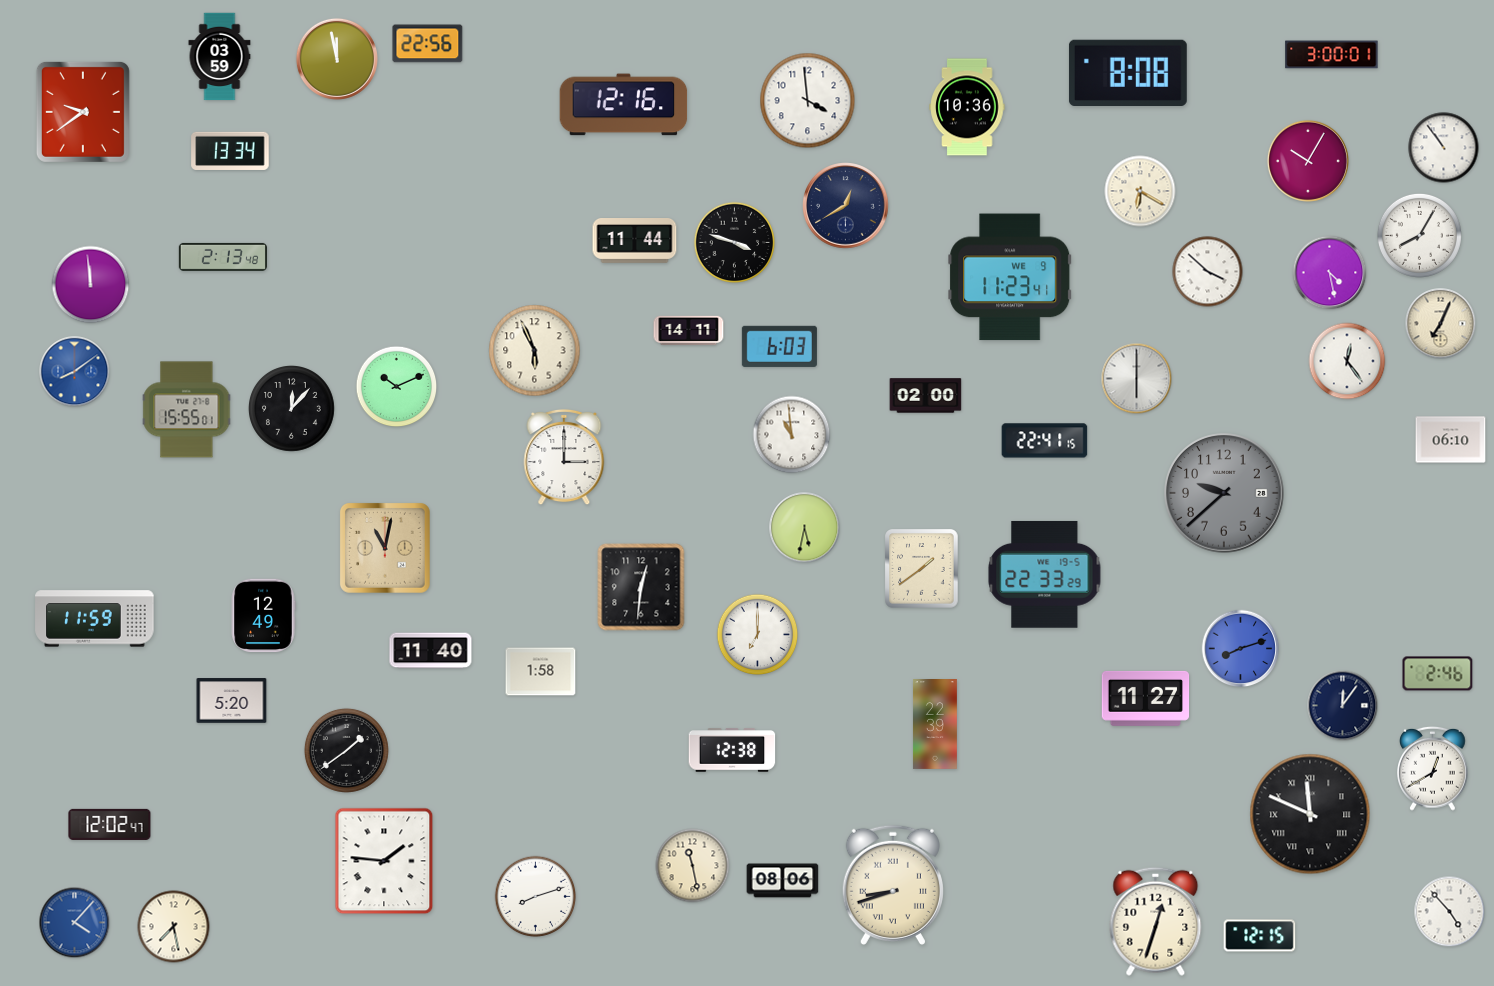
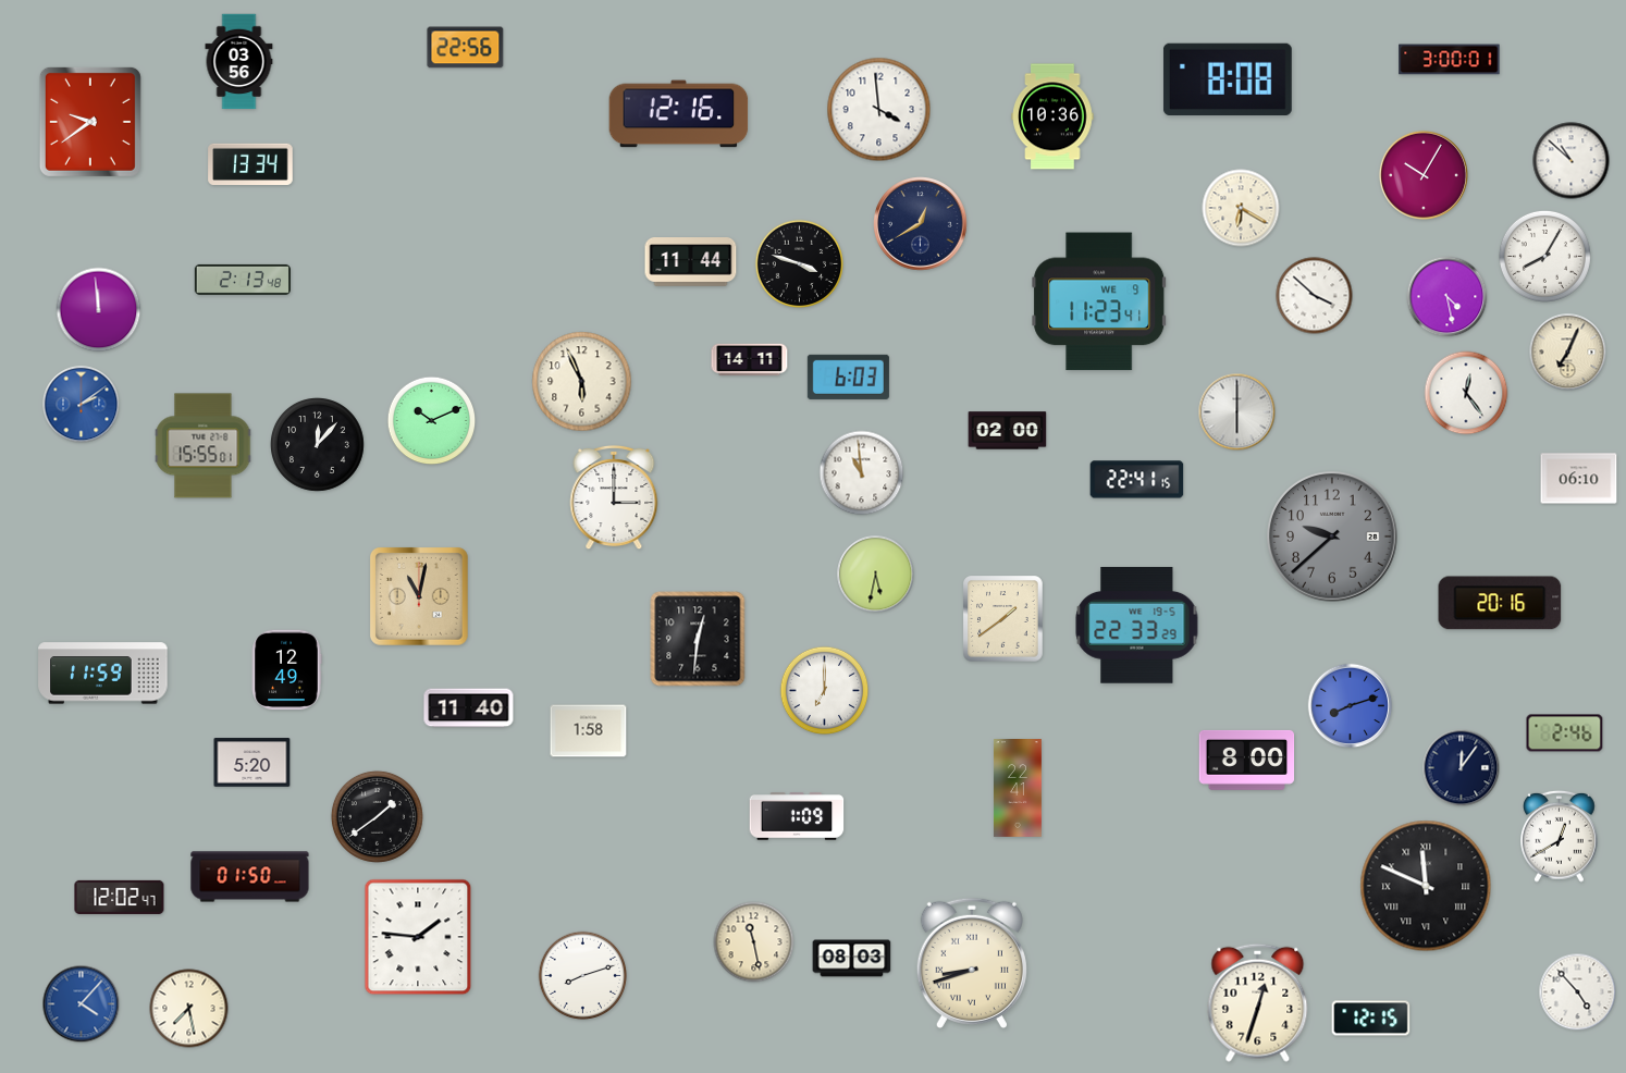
clock at (220, 57): 03:59 -> 03:56
clock at (337, 59): 11:58 -> none
clock at (1444, 148): 10:54 -> 10:52
clock at (75, 372): 8:09 -> 2:09
clock at (1500, 603): none -> 20:16
clock at (1146, 698): 11:27 -> 8:00
clock at (935, 725): 22:39 -> 22:41
clock at (732, 750): 12:38 -> 1:09
clock at (250, 877): none -> 01:50
clock at (783, 881): 08:06 -> 08:03
